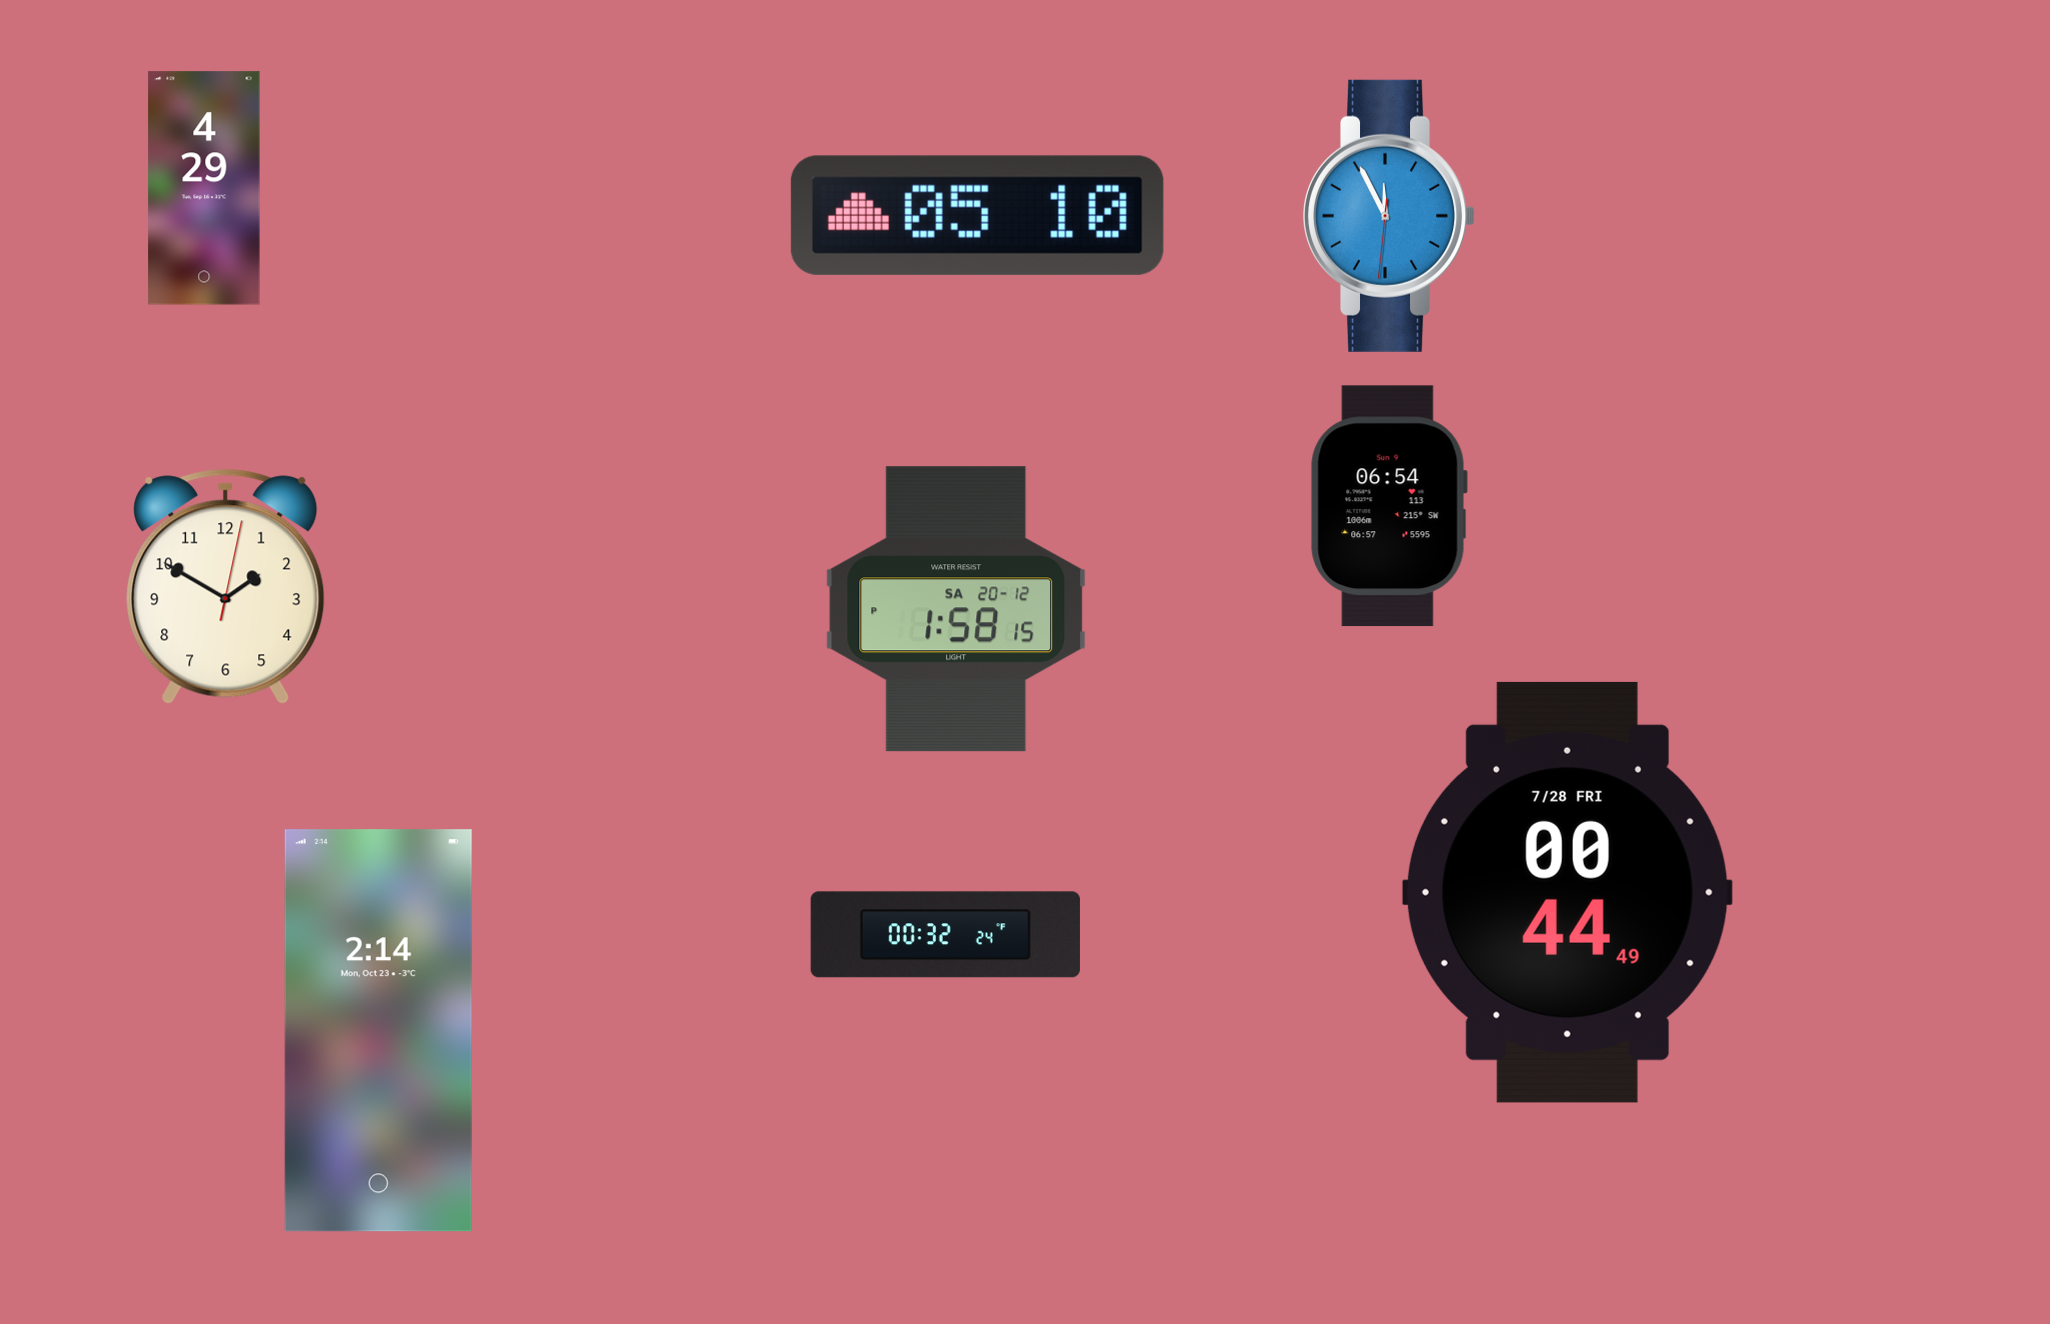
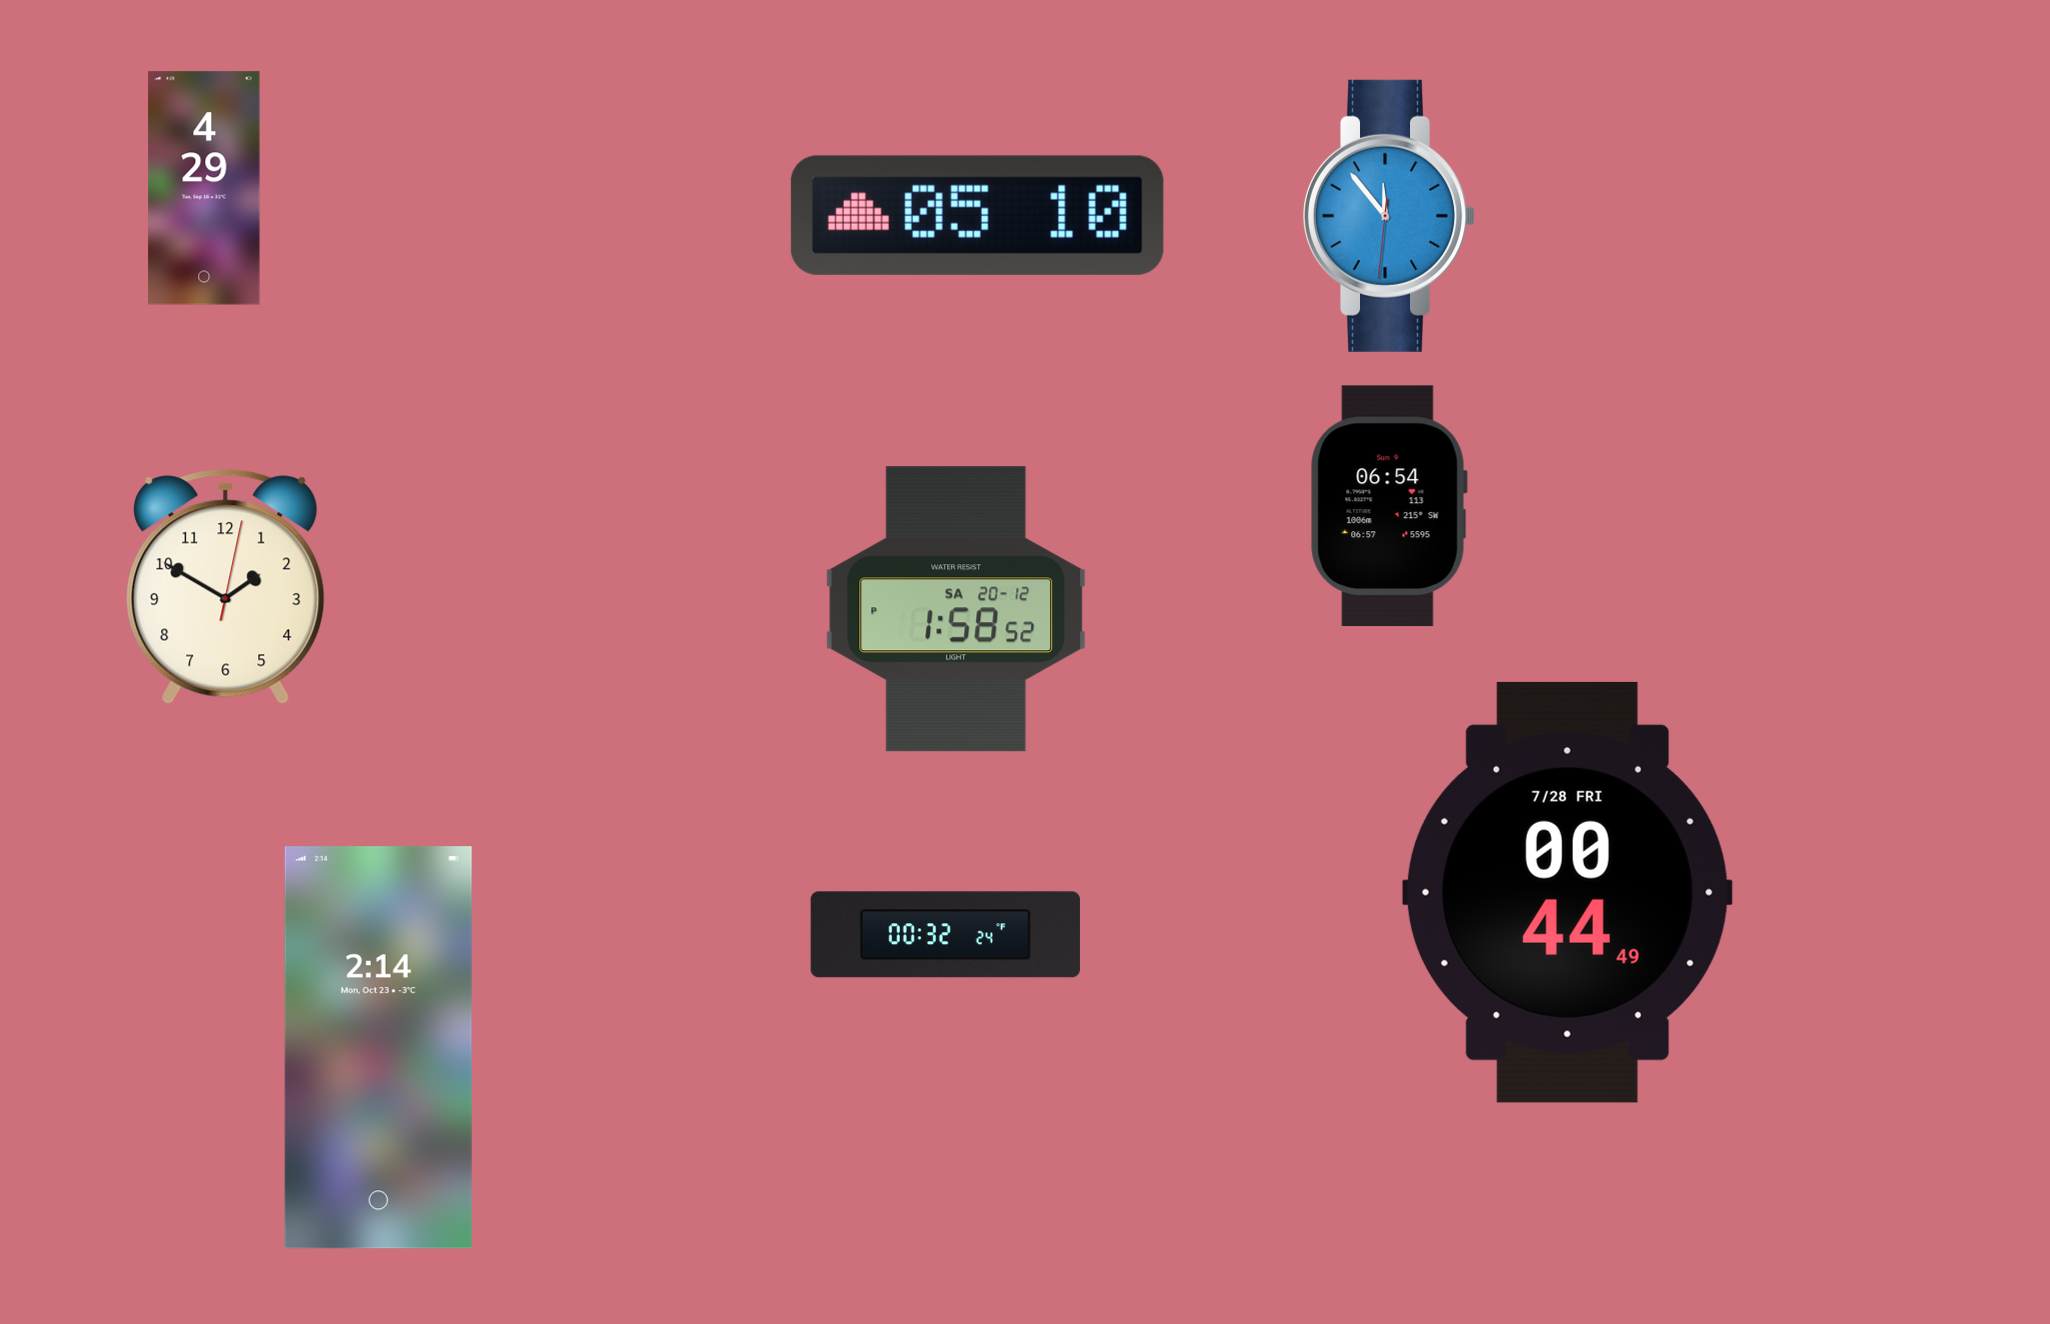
clock at (1390, 216): 11:55 -> 11:53
clock at (956, 609): 1:58:15 PM -> 1:58:52 PM
clock at (378, 1031) position: (378, 1031) -> (378, 1048)
